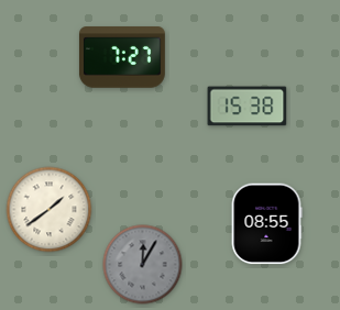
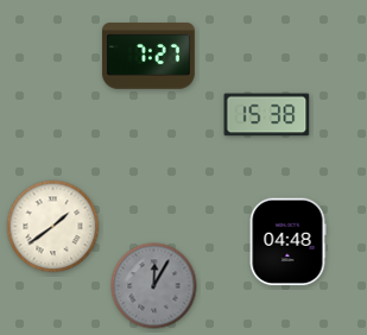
clock at (122, 57) position: (122, 57) -> (148, 56)
clock at (266, 224): 08:55 -> 04:48
